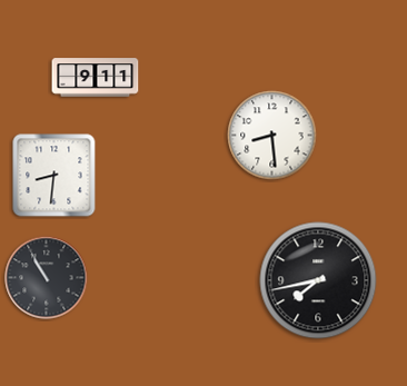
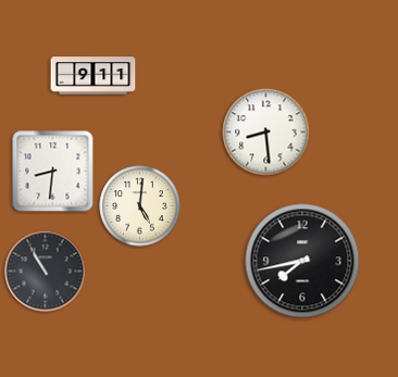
clock at (140, 206): none -> 5:01
clock at (318, 280) position: (318, 280) -> (302, 261)
